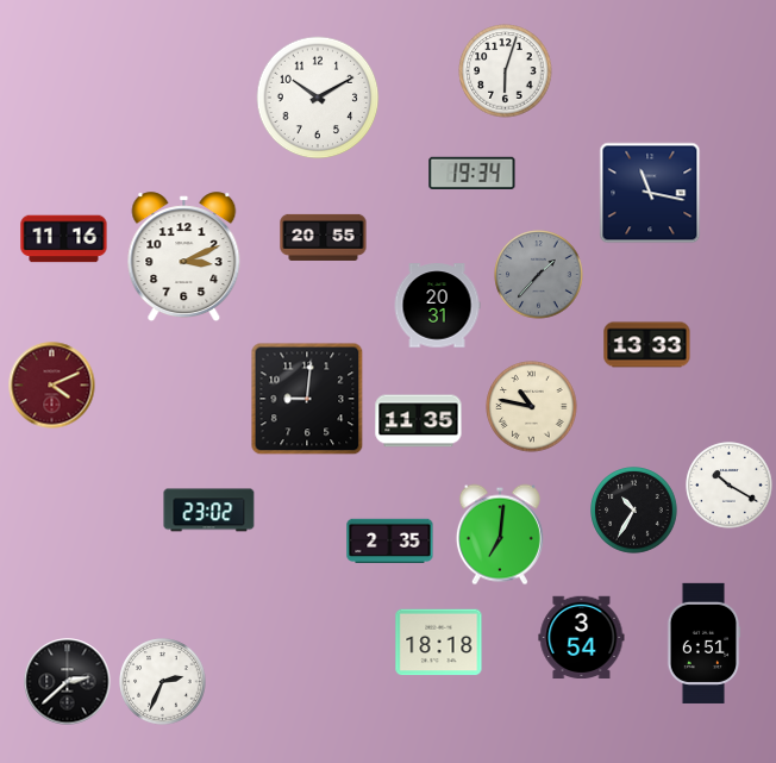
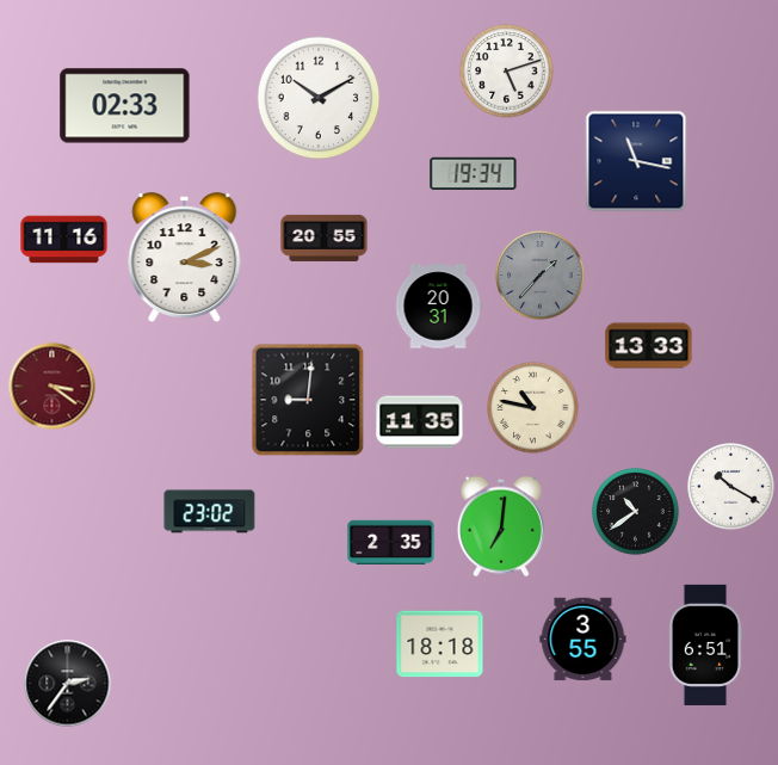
clock at (506, 71): 6:03 -> 5:12
clock at (125, 106): none -> 02:33
clock at (650, 193) position: (650, 193) -> (636, 161)
clock at (52, 386): 4:11 -> 3:21
clock at (634, 511): 10:35 -> 10:39
clock at (500, 534) position: (500, 534) -> (501, 526)
clock at (582, 638): 3:54 -> 3:55
clock at (68, 682): 2:38 -> 2:36
clock at (163, 682): 2:34 -> none
